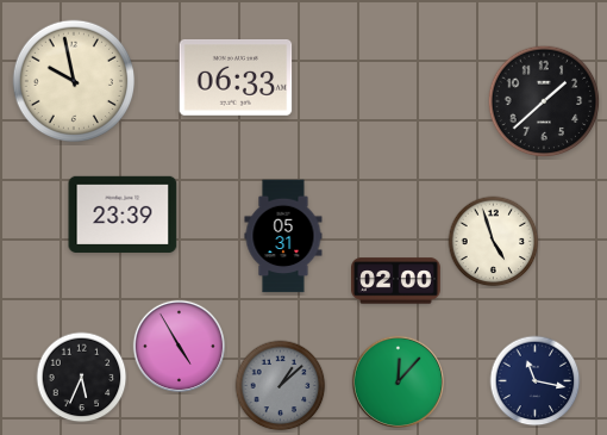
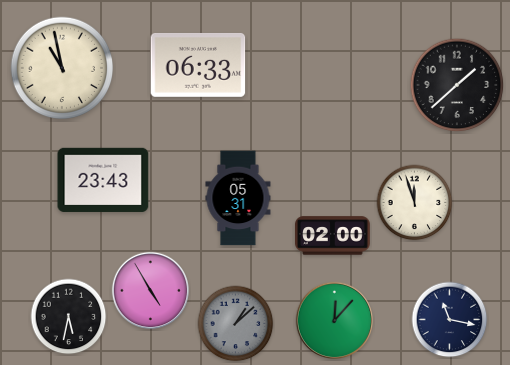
clock at (74, 81): 9:58 -> 10:58
clock at (123, 215): 23:39 -> 23:43
clock at (494, 242): 4:57 -> 11:57
clock at (82, 378): 5:34 -> 5:32
